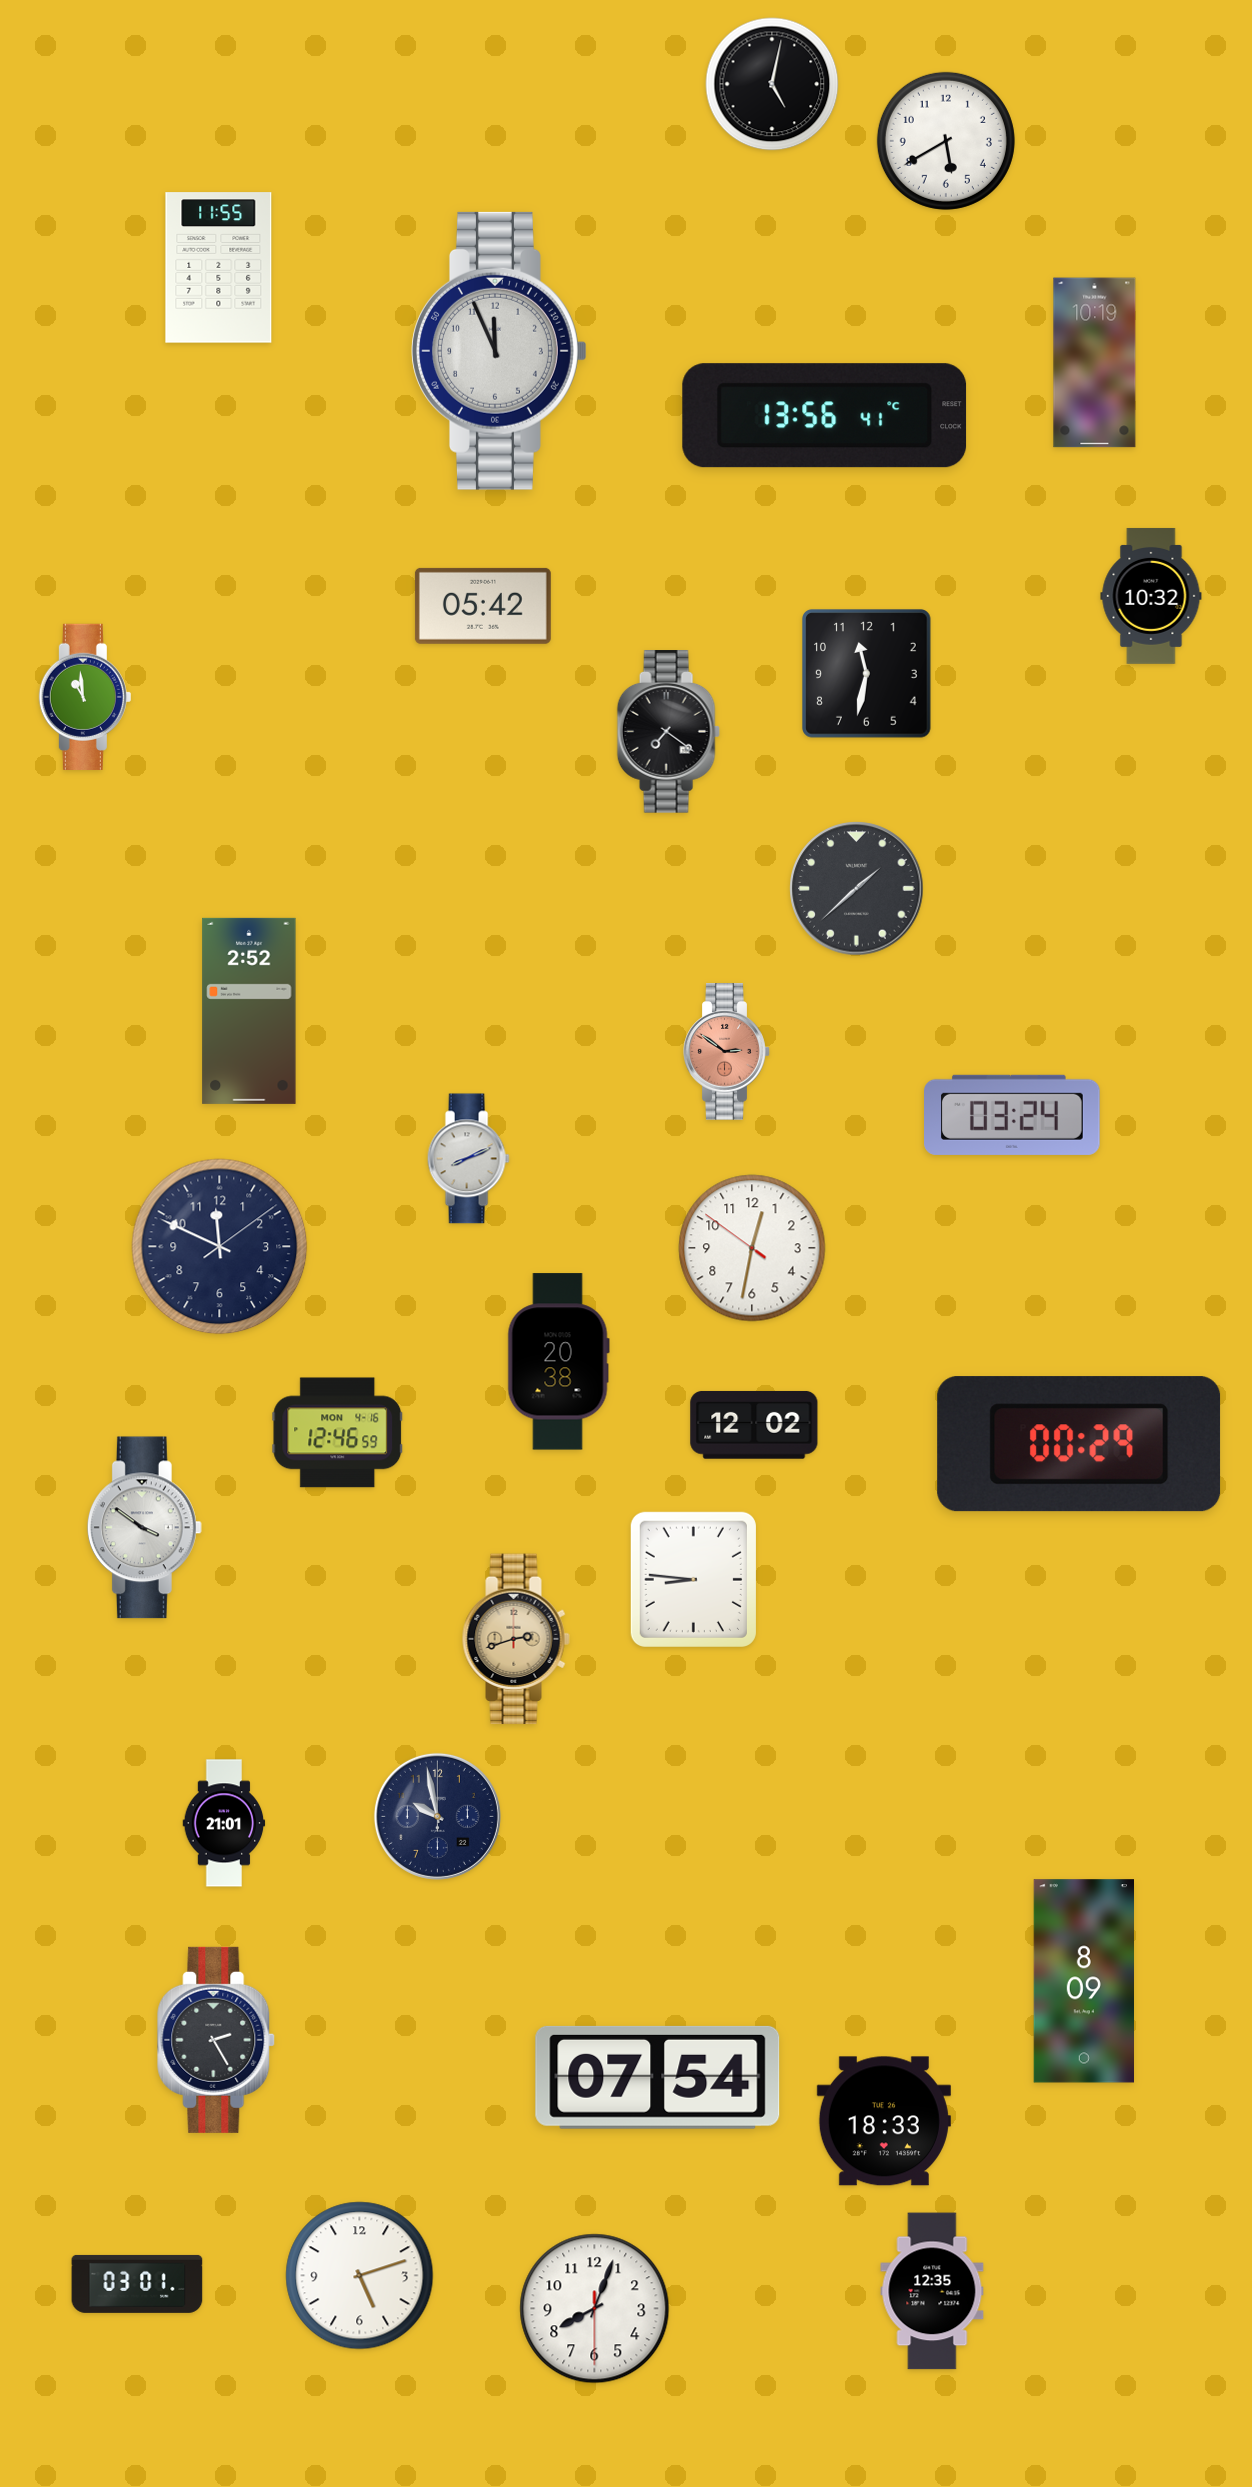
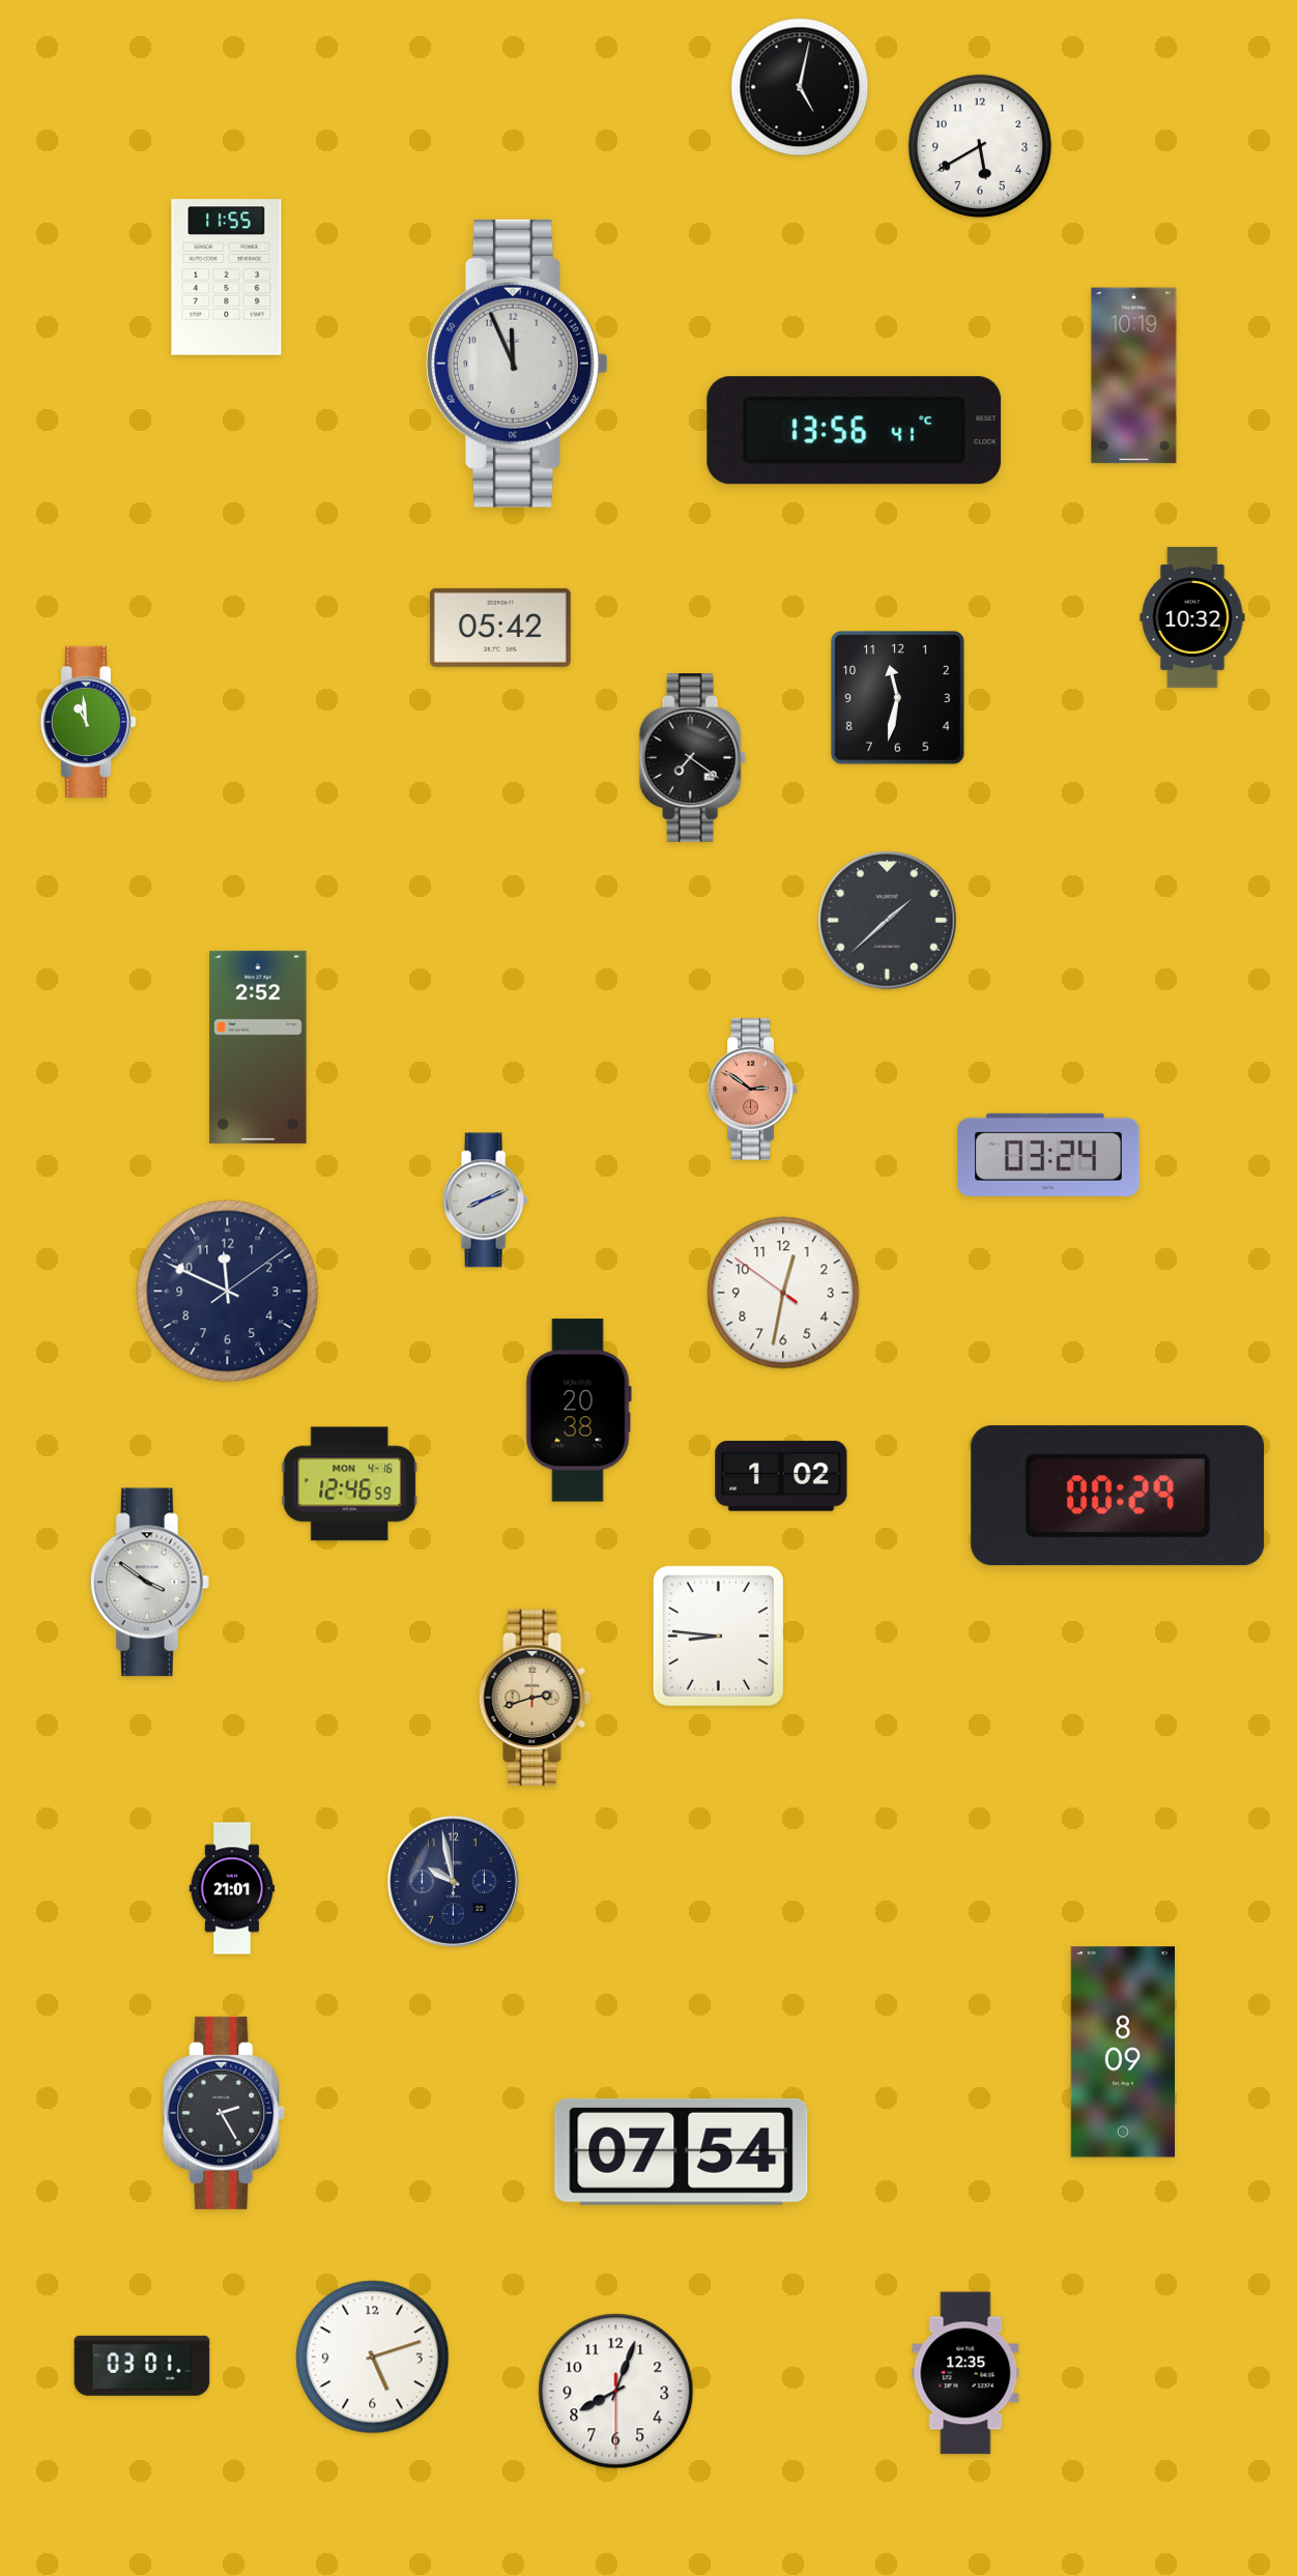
clock at (752, 1248) position: (752, 1248) -> (783, 1293)
clock at (754, 1425): 12:02 -> 1:02
clock at (884, 2121): 18:33 -> none
